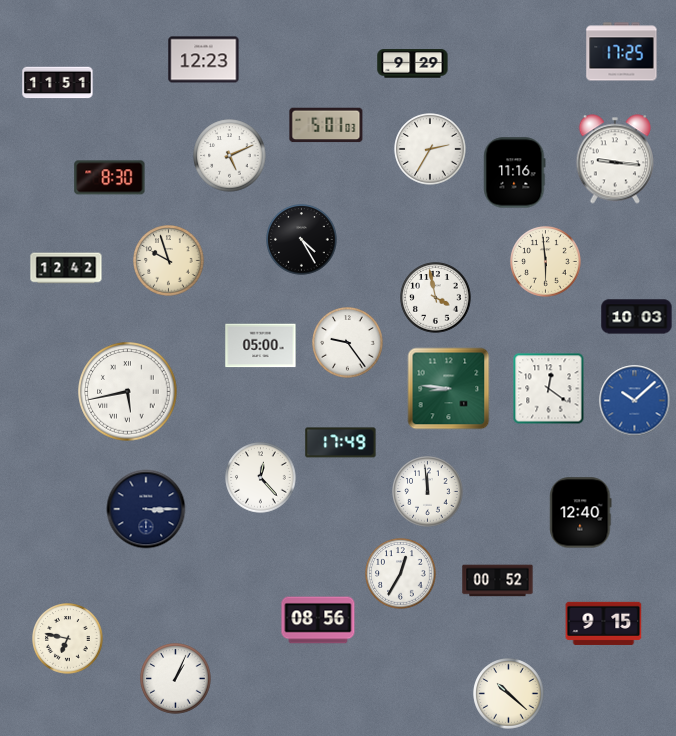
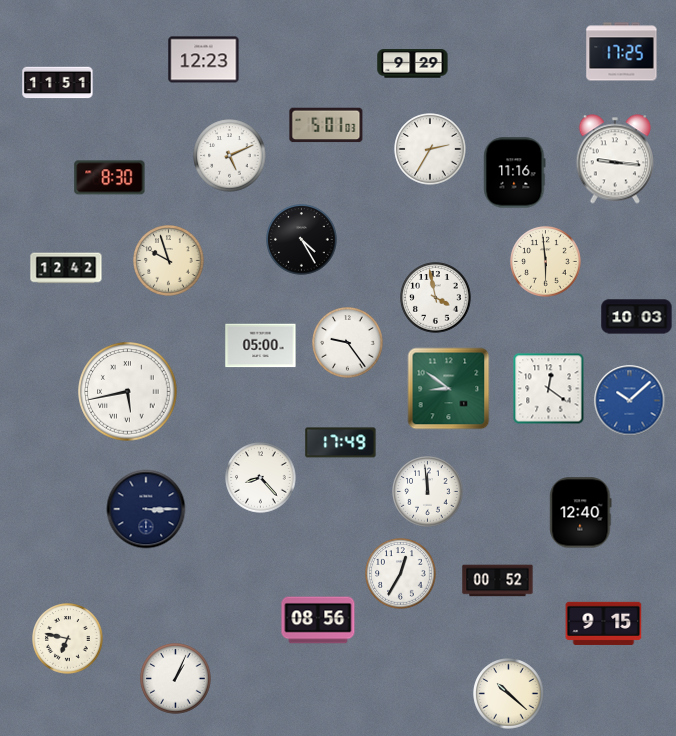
clock at (449, 389): 8:46 -> 8:51
clock at (635, 401) position: (635, 401) -> (630, 401)
clock at (261, 478): 12:23 -> 8:23
